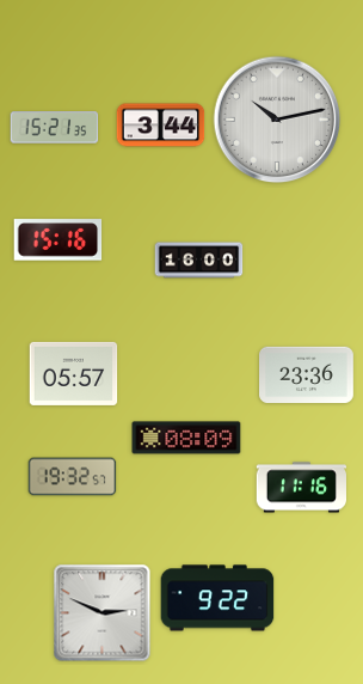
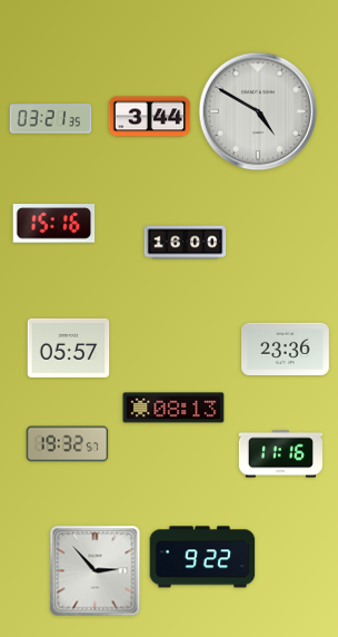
clock at (277, 120): 10:13 -> 4:50
clock at (55, 128): 15:21 -> 03:21
clock at (186, 438): 08:09 -> 08:13
clock at (103, 613): 2:49 -> 2:53
